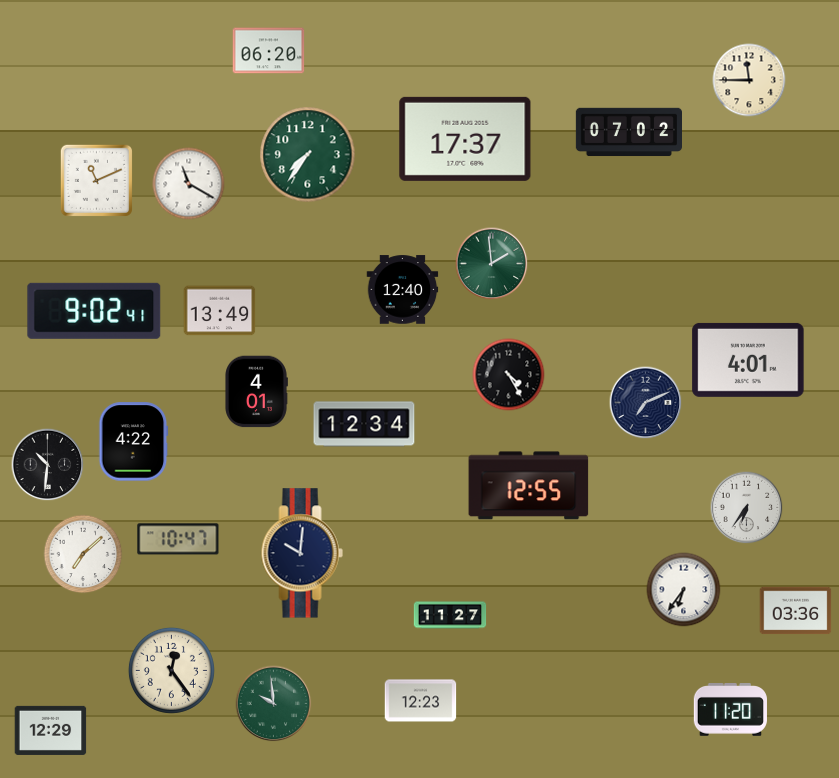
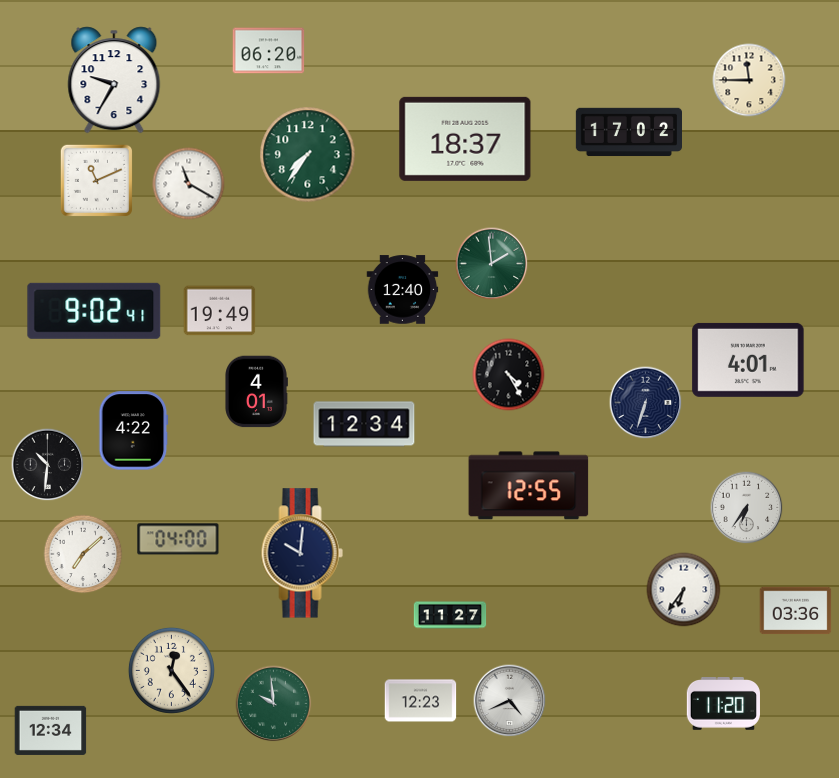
clock at (114, 80): none -> 9:35
clock at (628, 132): 07:02 -> 17:02
clock at (465, 139): 17:37 -> 18:37
clock at (220, 311): 13:49 -> 19:49
clock at (646, 403): 7:11 -> 6:33
clock at (134, 442) position: (134, 442) -> (134, 431)
clock at (178, 539): 10:47 -> 04:00
clock at (510, 701): none -> 4:41
clock at (730, 710) position: (730, 710) -> (723, 704)
clock at (51, 730): 12:29 -> 12:34
